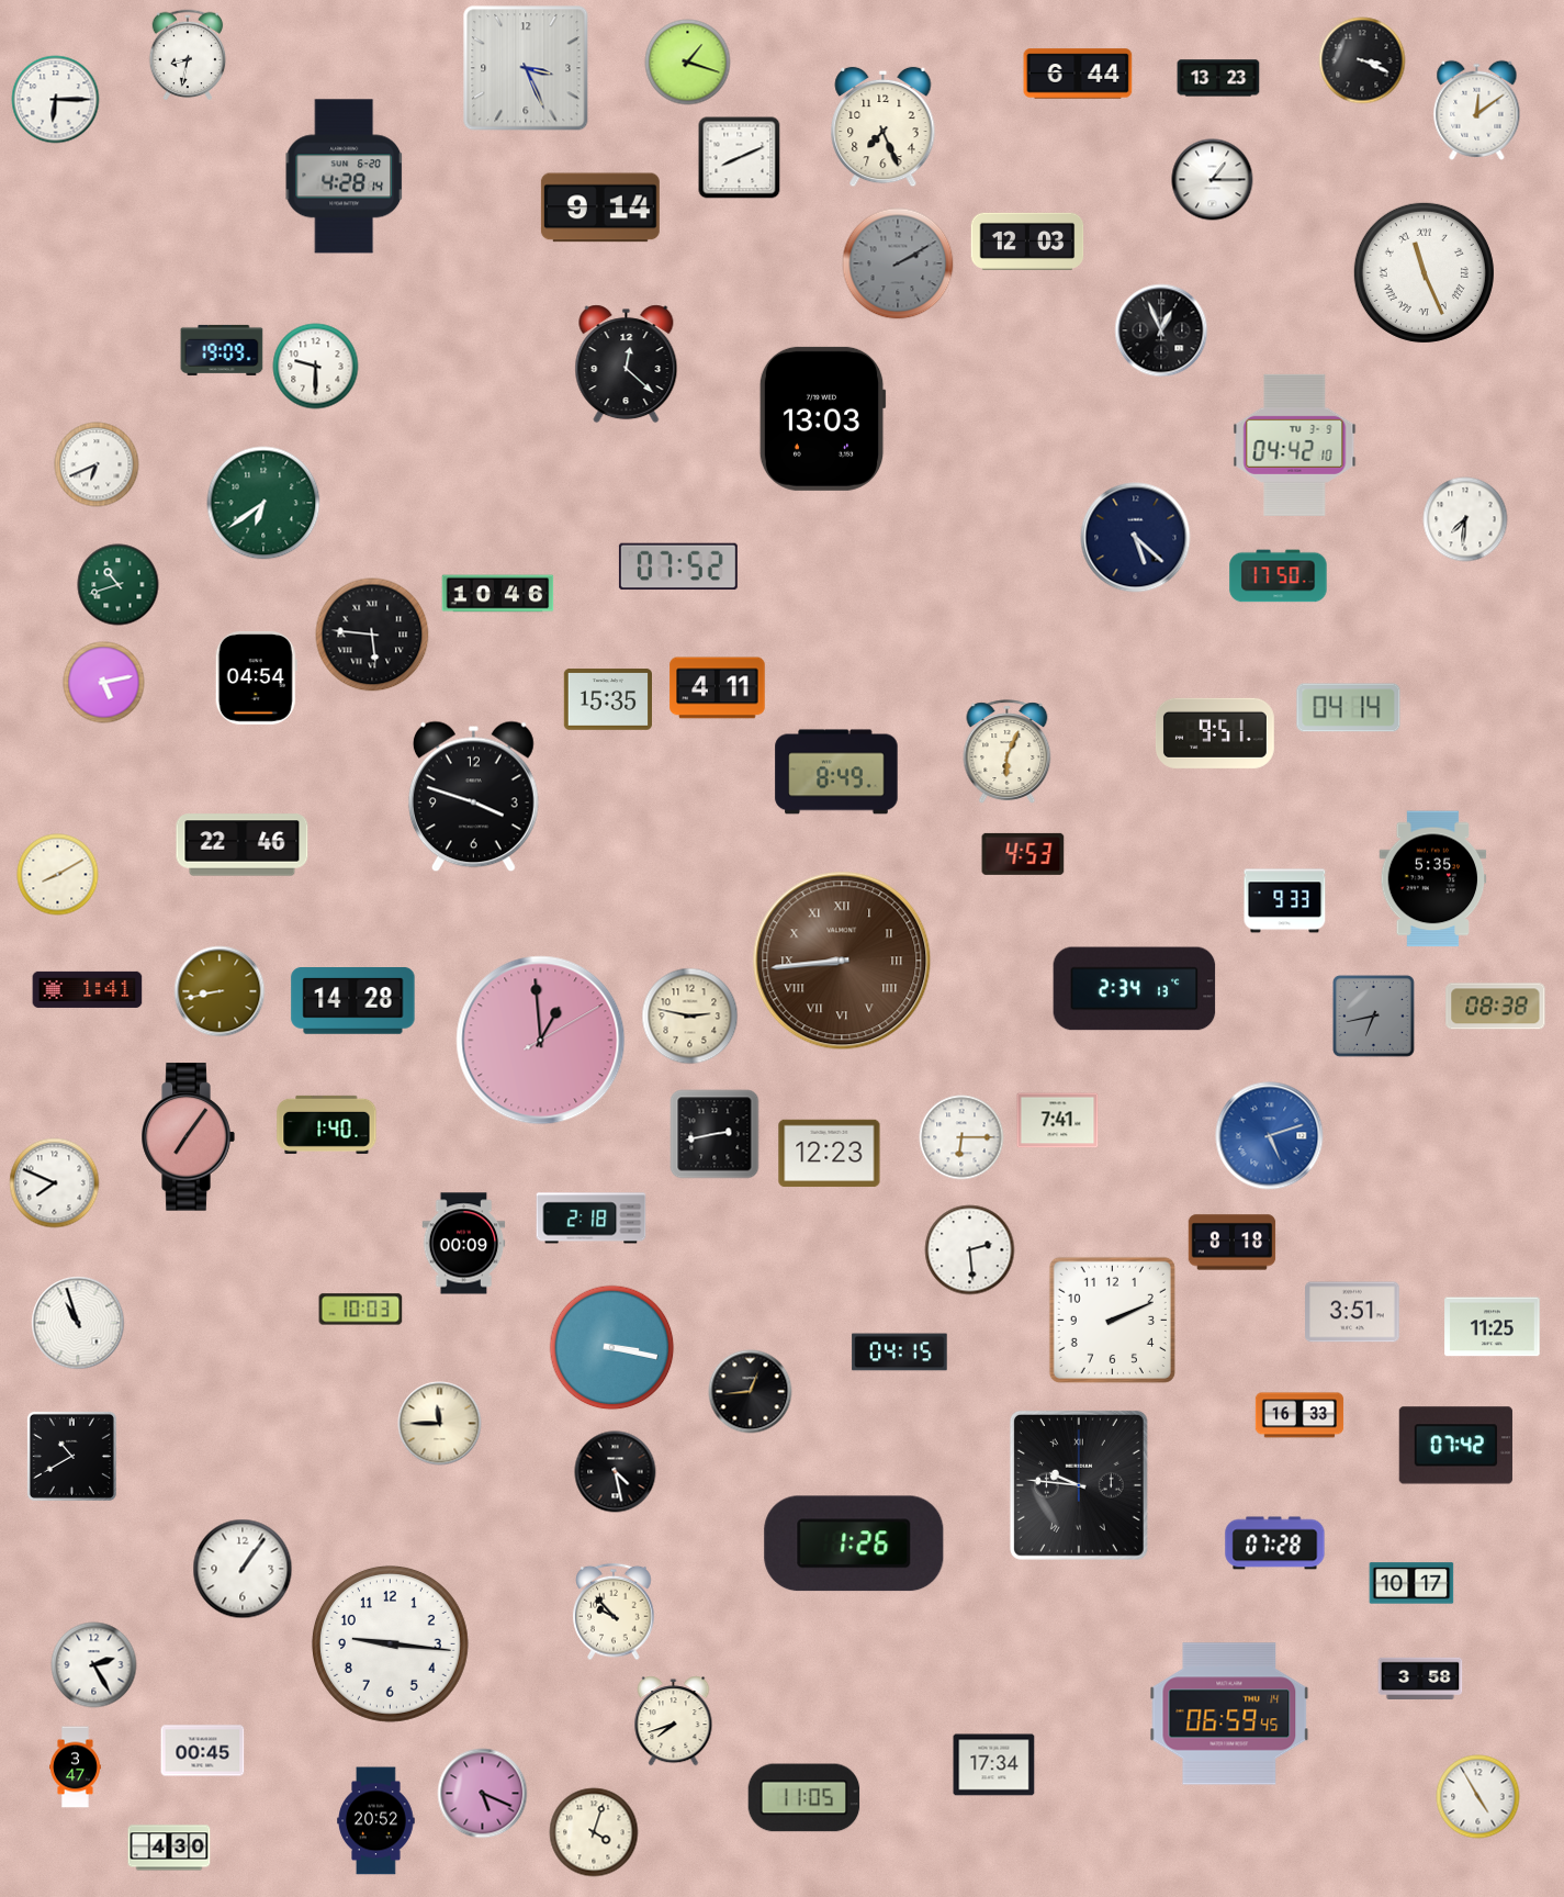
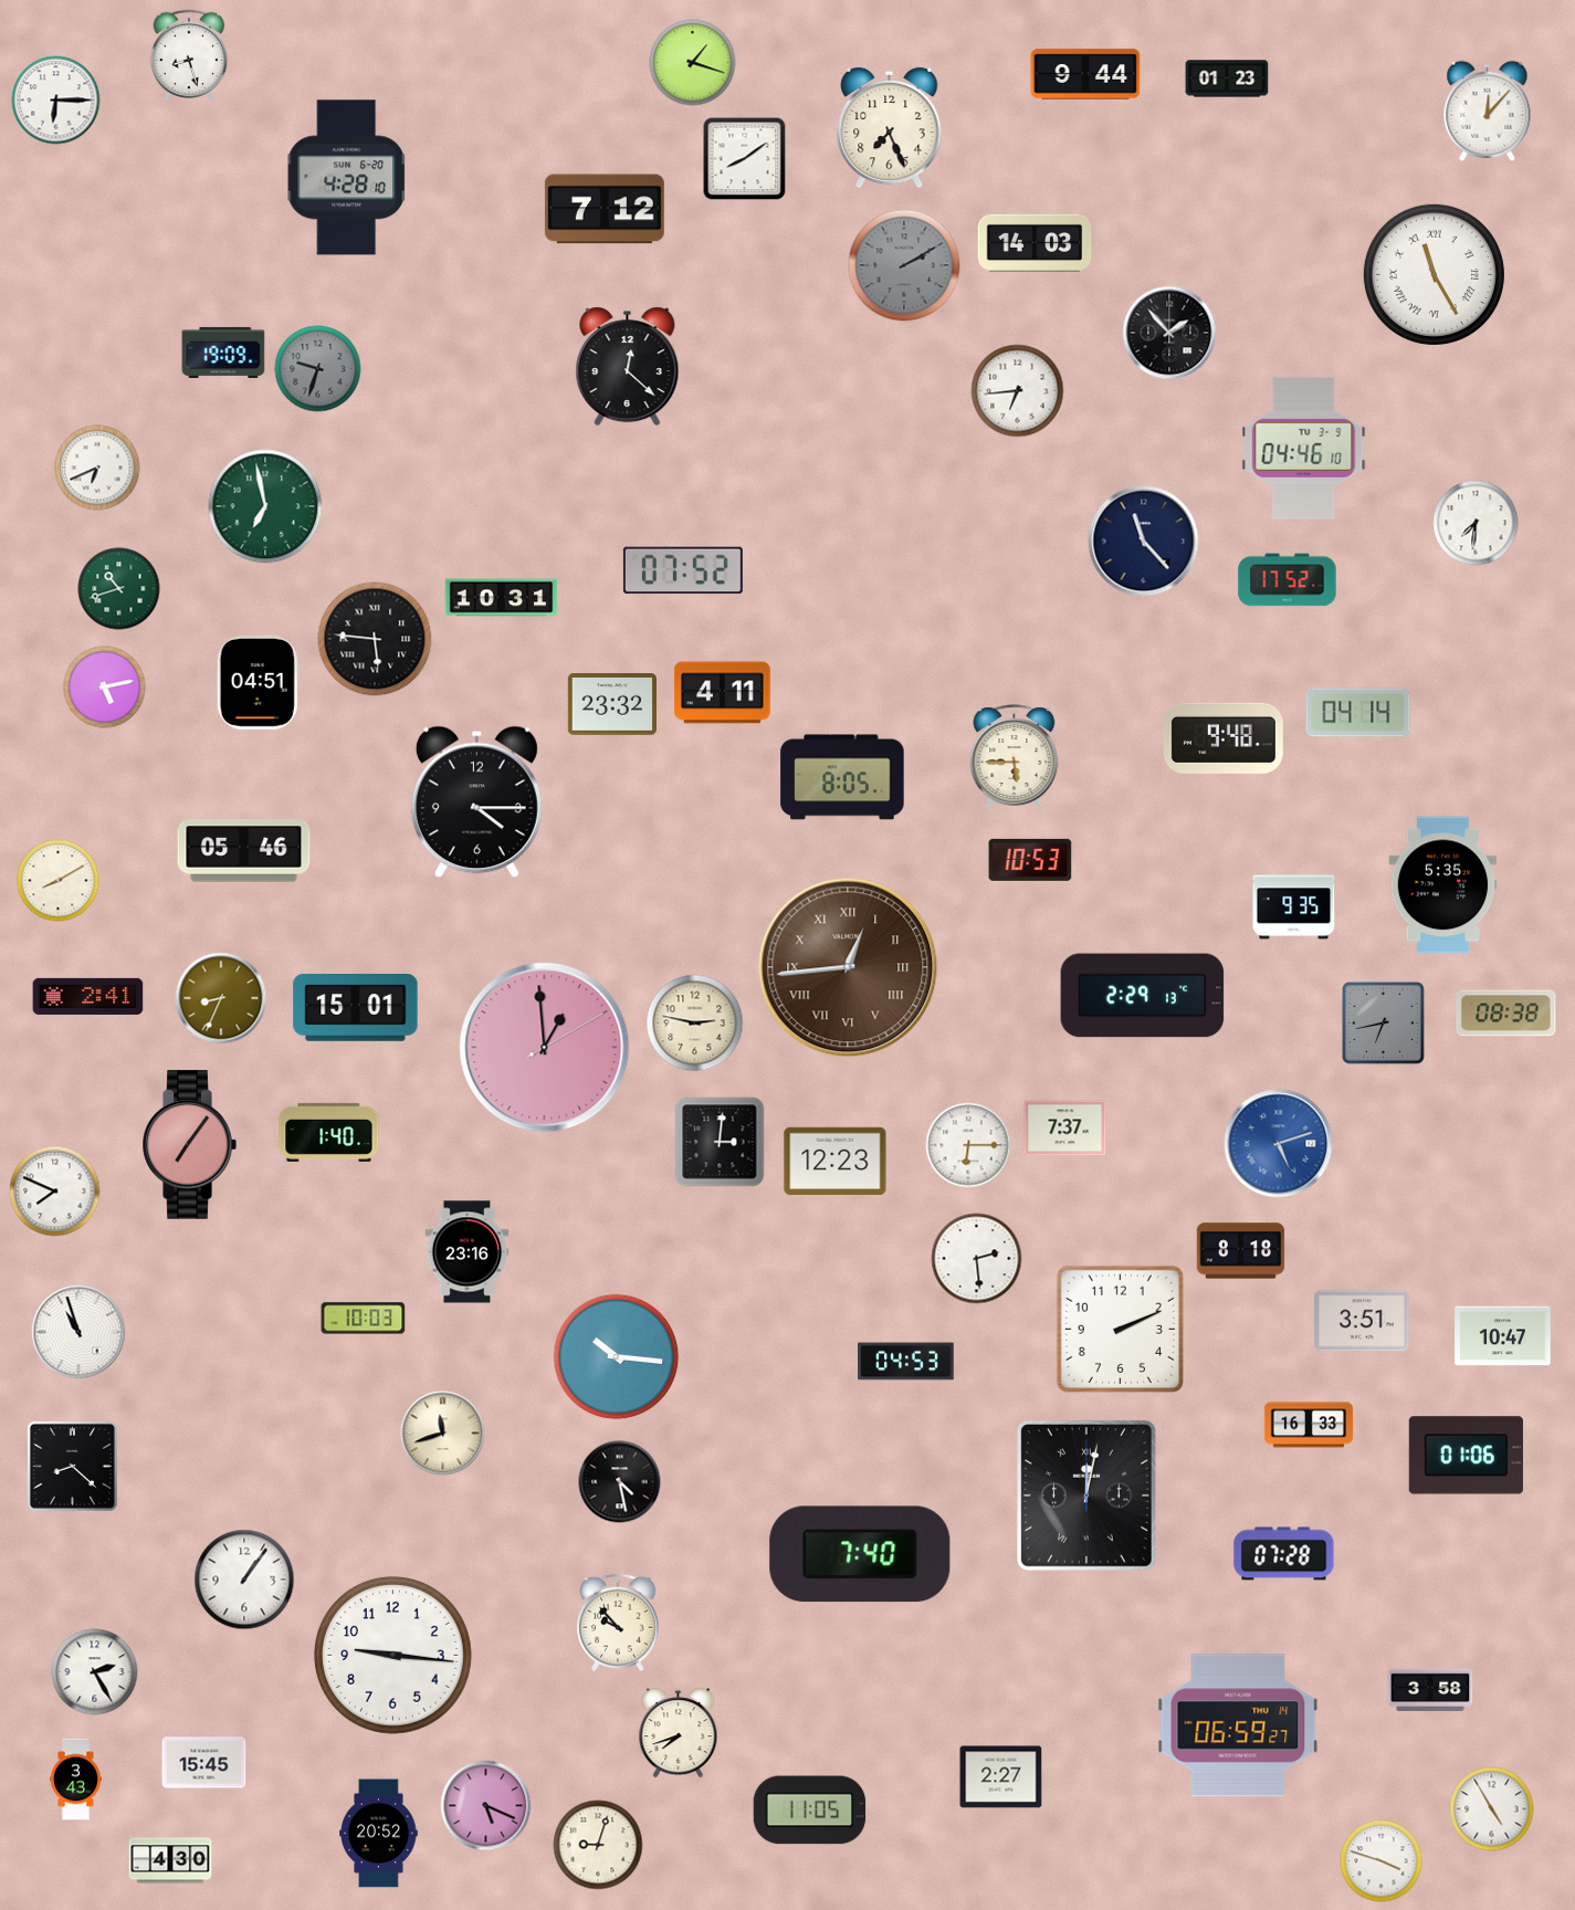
clock at (188, 55): 8:32 -> 8:27
clock at (1362, 60): 3:19 -> none
clock at (526, 68): 3:26 -> none
clock at (1078, 74): 6:44 -> 9:44
clock at (1218, 78): 13:23 -> 01:23
clock at (1477, 110): 12:09 -> 12:07
clock at (740, 158): 8:11 -> 8:09
clock at (344, 177): 4:28:14 -> 4:28:10
clock at (1213, 180): 1:15 -> none
clock at (600, 207): 9:14 -> 7:12
clock at (1027, 242): 12:03 -> 14:03
clock at (1424, 272): 11:26 -> 11:25
clock at (1161, 330): 12:56 -> 1:53
clock at (627, 364) position: (627, 364) -> (628, 367)
clock at (316, 367): 9:30 -> 9:33
clock at (316, 367) dial: white -> grey
clock at (1018, 391): none -> 6:44
clock at (822, 418): 13:03 -> none
clock at (1295, 445): 04:42 -> 04:46
clock at (263, 503): 6:39 -> 6:58
clock at (1136, 538): 5:22 -> 11:23
clock at (1279, 576): 17:50 -> 17:52
clock at (498, 594): 10:46 -> 10:31
clock at (256, 677): 04:54 -> 04:51
clock at (607, 699): 15:35 -> 23:32
clock at (1215, 733): 9:51 -> 9:48
clock at (1008, 752): 6:04 -> 5:45
clock at (836, 772): 8:49 -> 8:05
clock at (473, 797): 3:48 -> 4:15
clock at (243, 845): 22:46 -> 05:46
clock at (1023, 854): 4:53 -> 10:53
clock at (1285, 901): 9:33 -> 9:35
clock at (842, 961): 8:44 -> 12:44
clock at (88, 989): 1:41 -> 2:41
clock at (1135, 989): 2:34 -> 2:29
clock at (220, 991): 8:43 -> 8:34
clock at (353, 1001): 14:28 -> 15:01
clock at (1058, 1121): 7:41 -> 7:37
clock at (715, 1134): 2:43 -> 3:01
clock at (592, 1219): 2:18 -> none
clock at (464, 1244): 00:09 -> 23:16
clock at (1493, 1327): 11:25 -> 10:47
clock at (612, 1348): 3:17 -> 10:16
clock at (900, 1352): 04:15 -> 04:53
clock at (751, 1392): 12:44 -> none
clock at (440, 1424): 11:45 -> 11:42
clock at (1455, 1446): 07:42 -> 01:06
clock at (71, 1456): 10:40 -> 8:22
clock at (1079, 1485): 9:46 -> 12:02
clock at (854, 1544): 1:26 -> 7:40
clock at (1411, 1583): 10:17 -> none
clock at (94, 1665) position: (94, 1665) -> (95, 1672)
clock at (1229, 1714): 06:59:45 -> 06:59:27
clock at (203, 1751): 00:45 -> 15:45
clock at (994, 1765): 17:34 -> 2:27
clock at (76, 1767): 3:47 -> 3:43
clock at (1478, 1797) position: (1478, 1797) -> (1492, 1809)
clock at (594, 1832): 4:03 -> 9:03
clock at (1382, 1861): none -> 3:48
